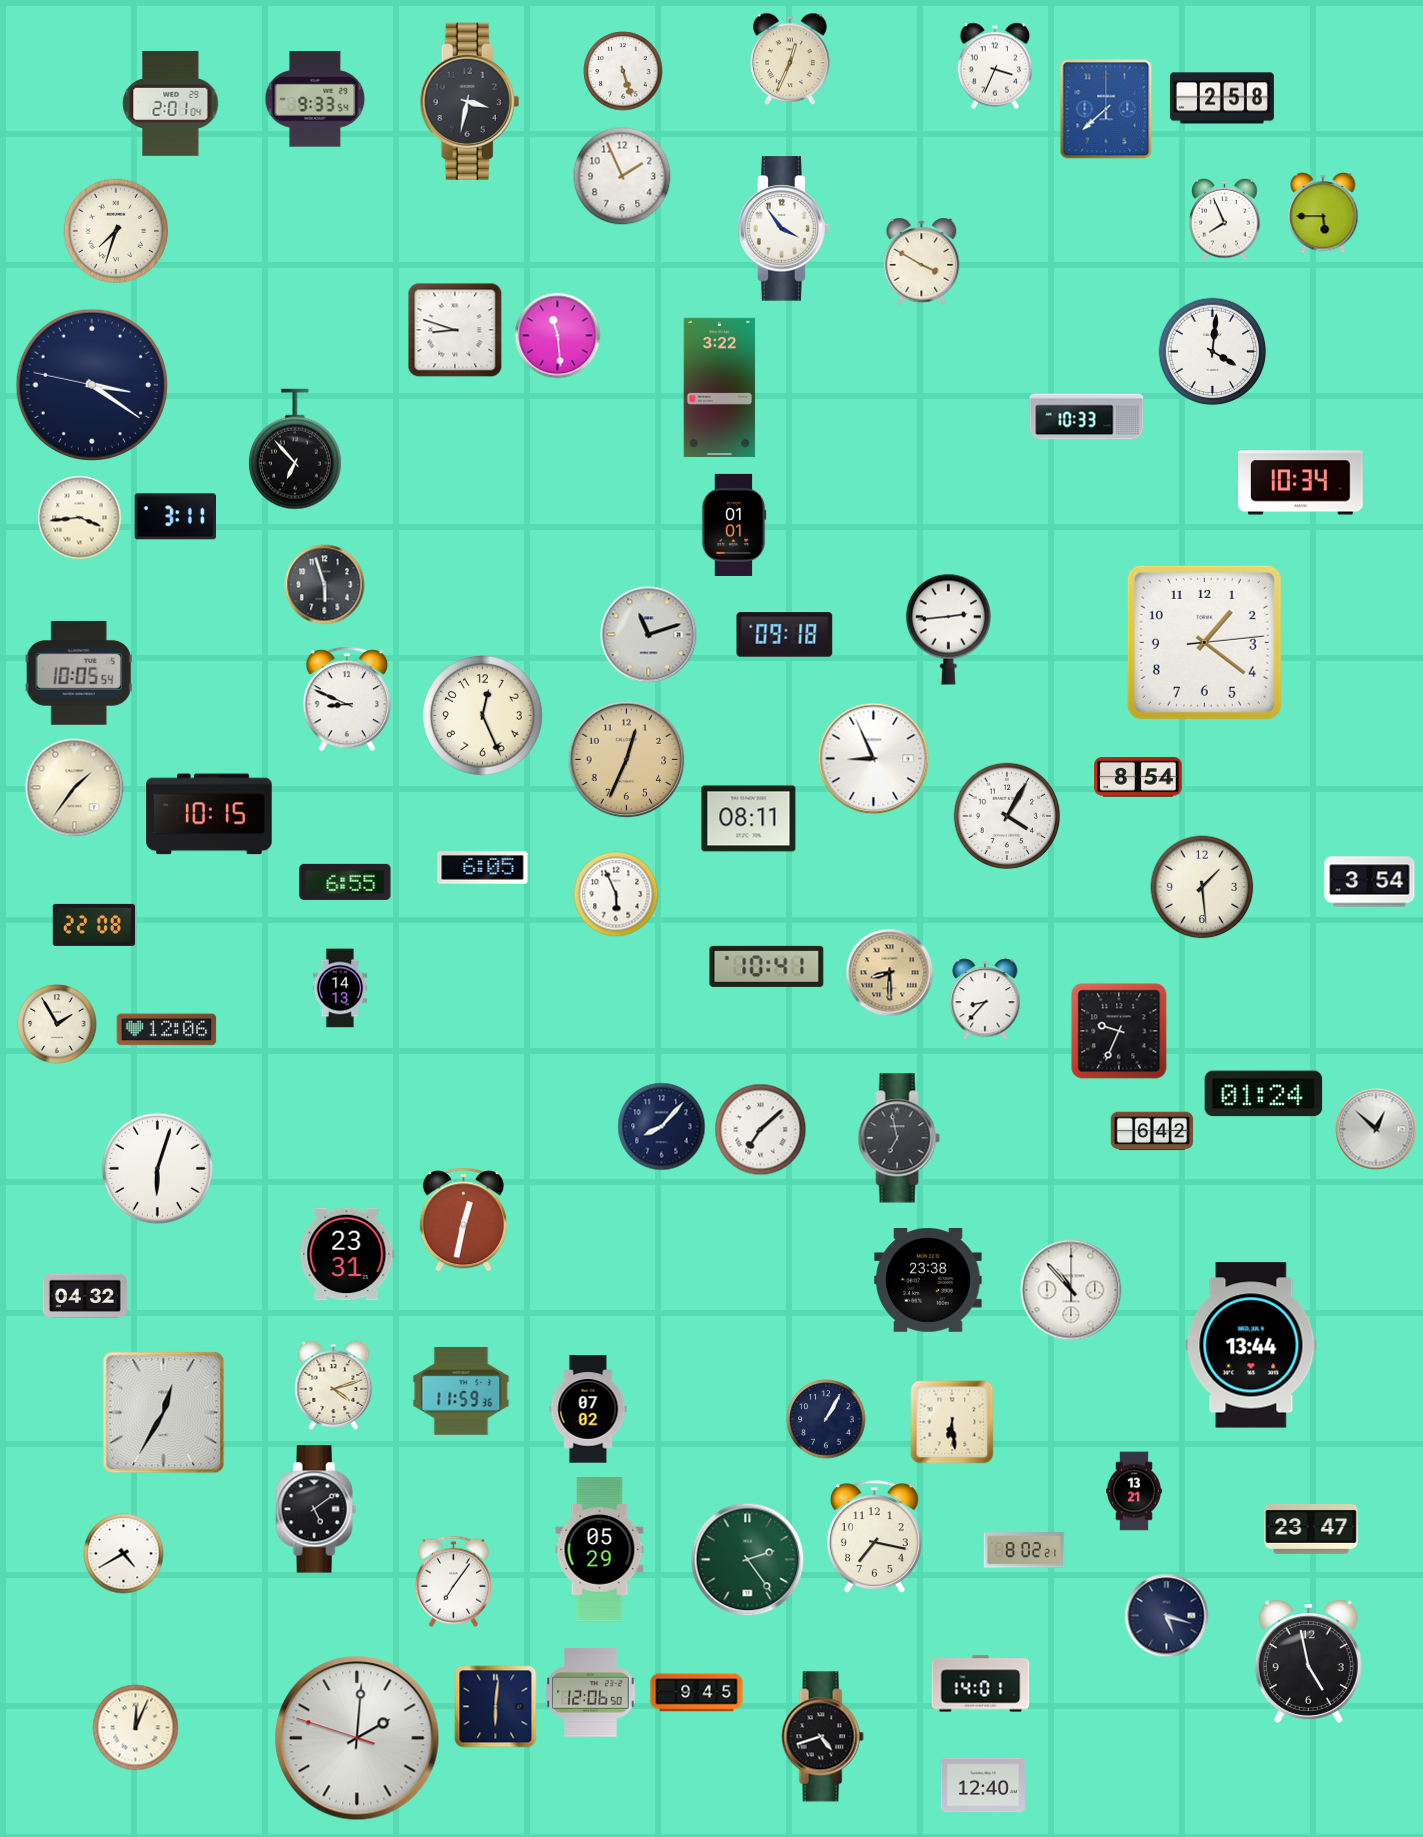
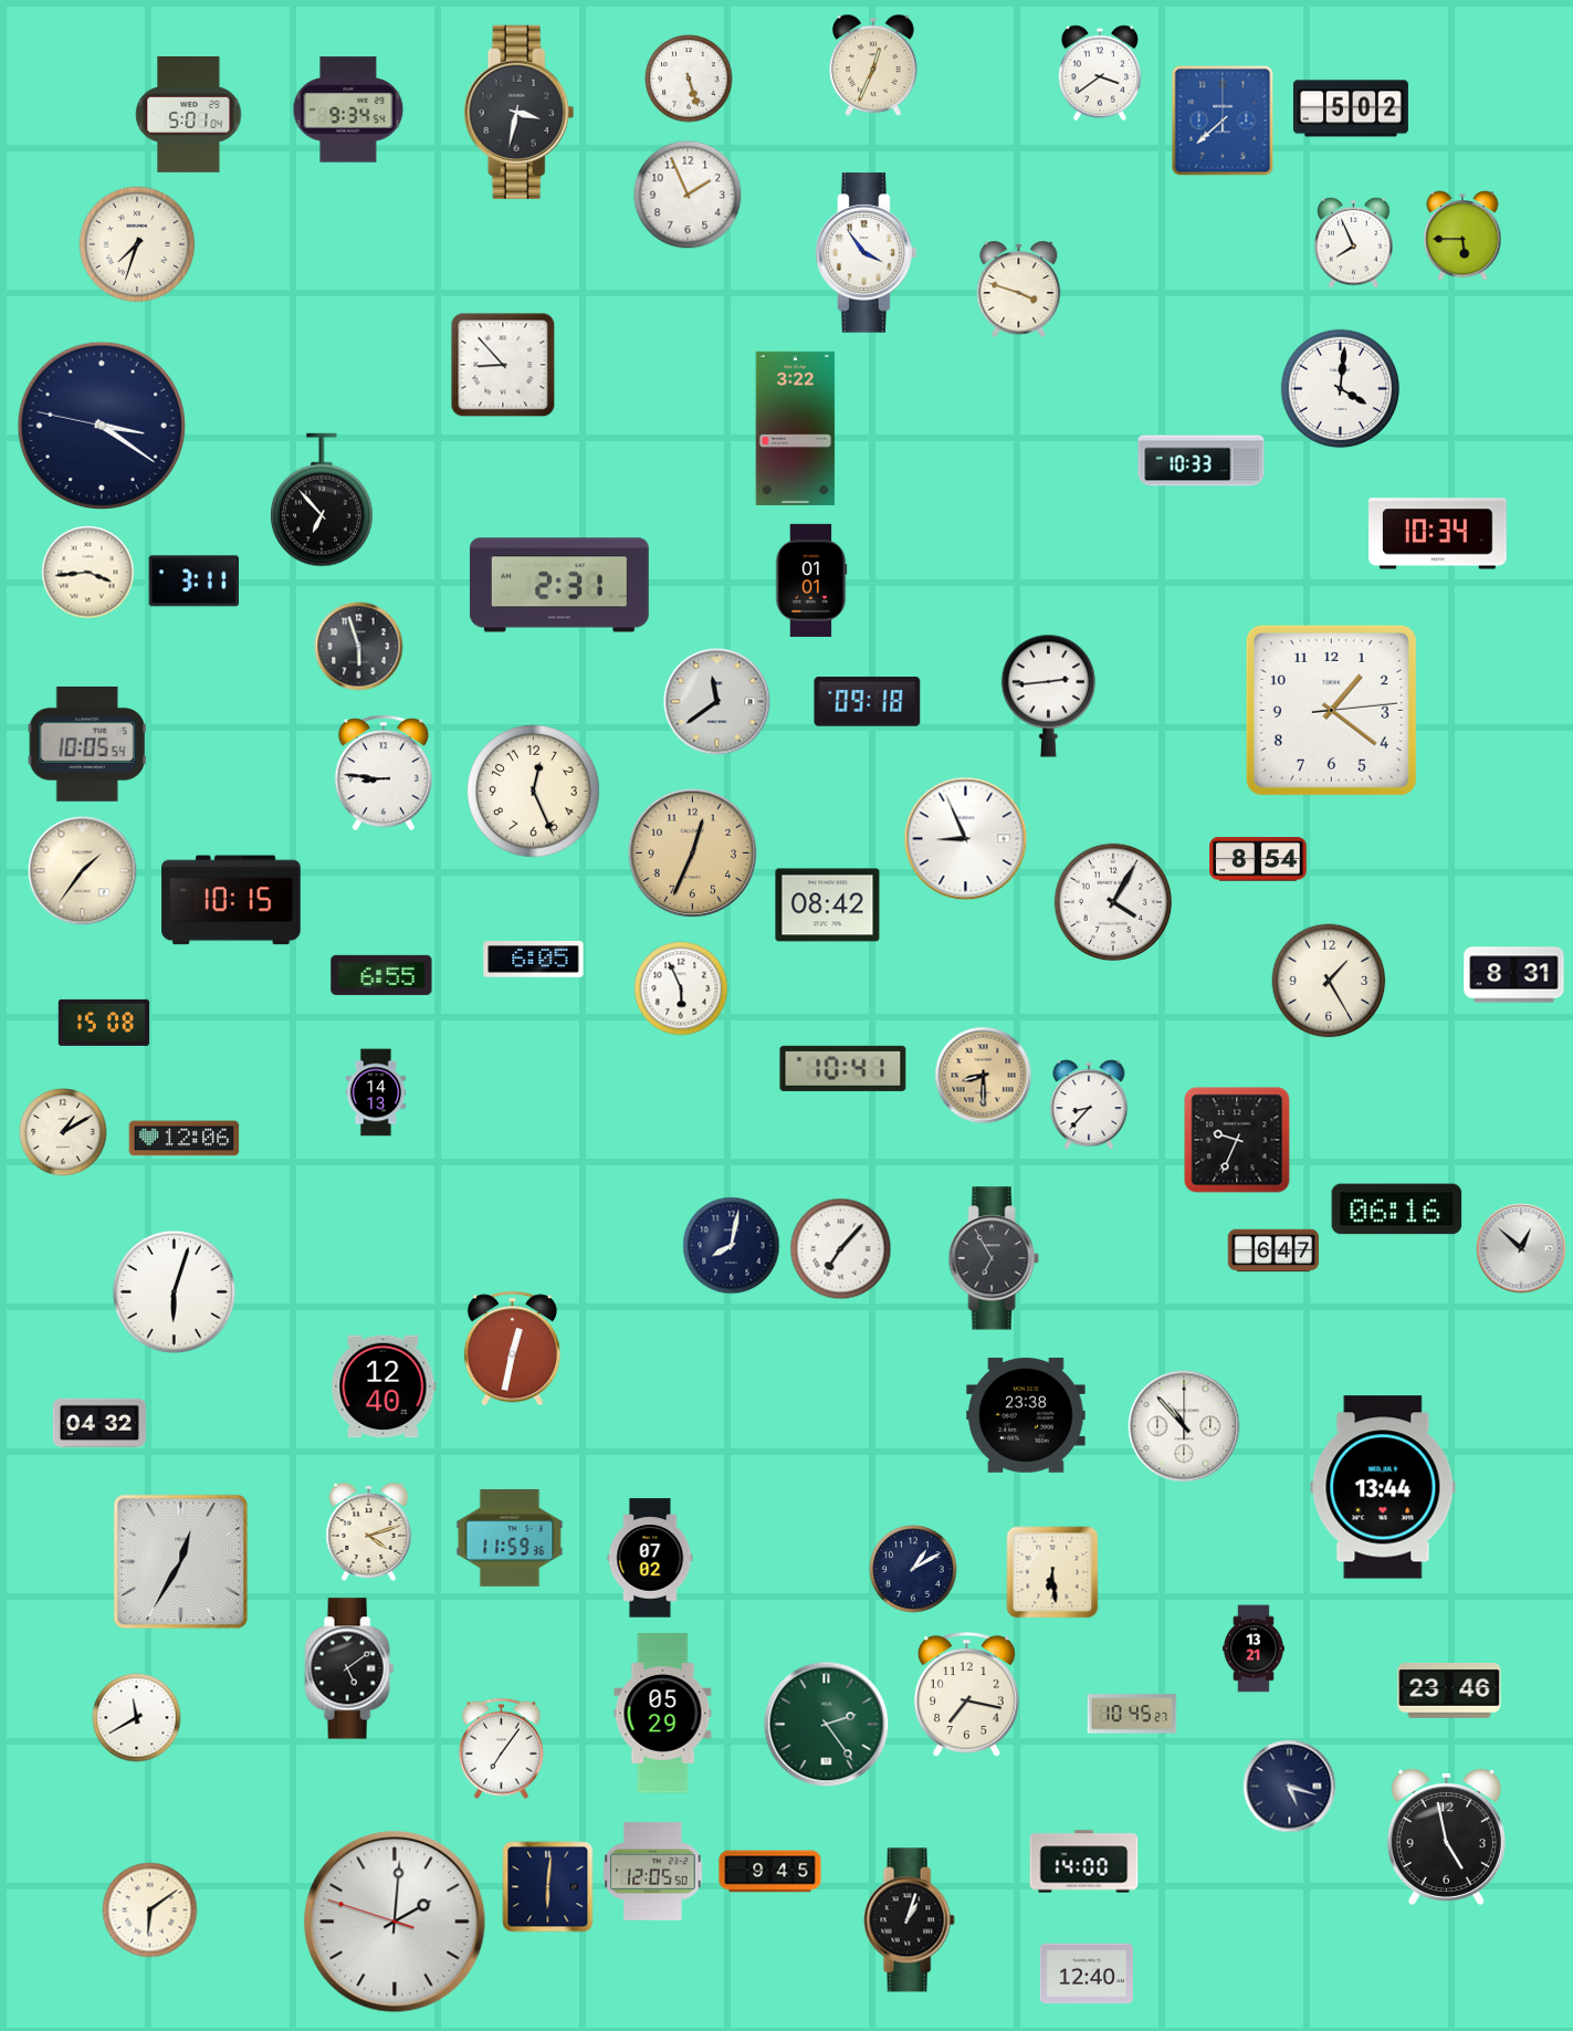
clock at (995, 66): 3:34 -> 3:39
clock at (1222, 98): 2:58 -> 5:02
clock at (315, 99): 9:33 -> 9:34
clock at (171, 103): 2:01 -> 5:01
clock at (116, 231) position: (116, 231) -> (137, 244)
clock at (922, 261): 3:50 -> 3:48
clock at (455, 330): 8:48 -> 8:53
clock at (558, 336): 11:29 -> none
clock at (296, 449) position: (296, 449) -> (323, 500)
clock at (175, 517) position: (175, 517) -> (193, 582)
clock at (559, 585): none -> 2:31
clock at (649, 635): 11:12 -> 11:39
clock at (346, 699): 8:49 -> 8:46
clock at (627, 760) position: (627, 760) -> (693, 854)
clock at (749, 819): 08:11 -> 08:42
clock at (1370, 882): 3:54 -> 8:31
clock at (1202, 887): 1:29 -> 1:25
clock at (94, 925): 22:08 -> 15:08
clock at (767, 966) position: (767, 966) -> (843, 1068)
clock at (57, 1024): 1:55 -> 1:10
clock at (1264, 1094): 01:24 -> 06:16
clock at (662, 1127): 8:07 -> 8:02
clock at (761, 1130): 7:08 -> 7:07
clock at (1152, 1131): 6:42 -> 6:47
clock at (899, 1138): 6:58 -> 6:55
clock at (347, 1254): 23:31 -> 12:40
clock at (85, 1296) position: (85, 1296) -> (99, 1423)
clock at (826, 1419): 1:05 -> 1:10
clock at (1311, 1529): 23:47 -> 23:46
clock at (874, 1537) position: (874, 1537) -> (966, 1695)
clock at (1024, 1550): 8:02 -> 10:45
clock at (124, 1554): 4:40 -> 11:40
clock at (981, 1684): 14:01 -> 14:00
clock at (591, 1693): 12:06 -> 12:05
clock at (136, 1728): 12:04 -> 6:09
clock at (822, 1737): 4:42 -> 1:03
